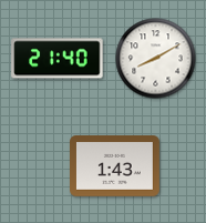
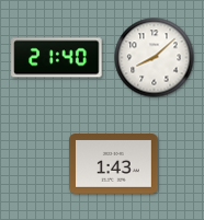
clock at (156, 59): 8:10 -> 8:08
